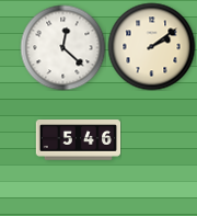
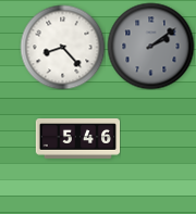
clock at (151, 46) dial: cream -> grey
clock at (62, 47): 12:22 -> 8:23
